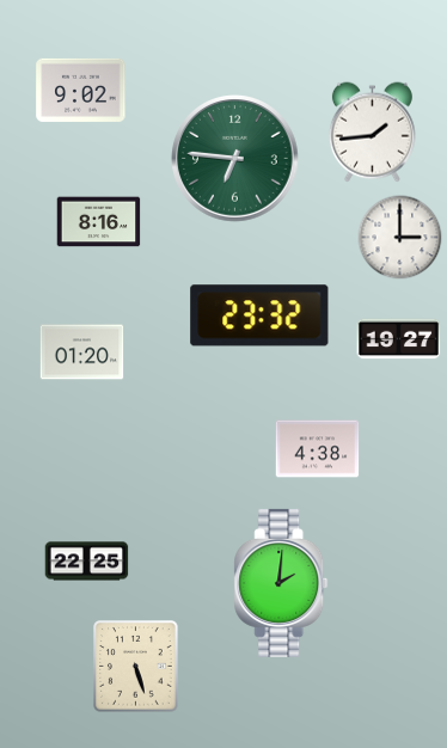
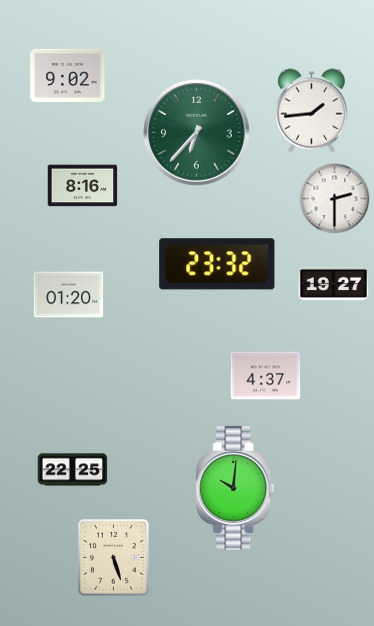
clock at (235, 159): 6:46 -> 6:37
clock at (400, 238): 3:00 -> 2:30
clock at (318, 449): 4:38 -> 4:37
clock at (281, 583): 2:01 -> 10:01
